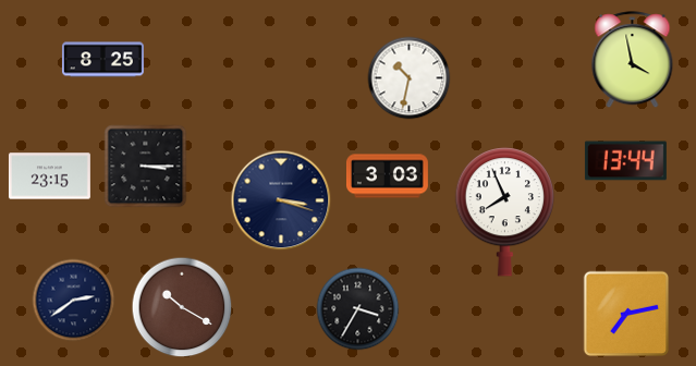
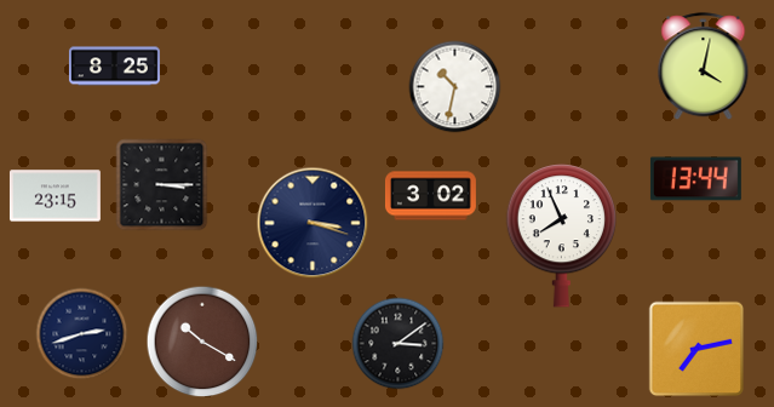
clock at (633, 60): 3:58 -> 4:02
clock at (387, 176): 3:03 -> 3:02
clock at (74, 301): 2:39 -> 2:42
clock at (358, 309): 3:35 -> 3:09
